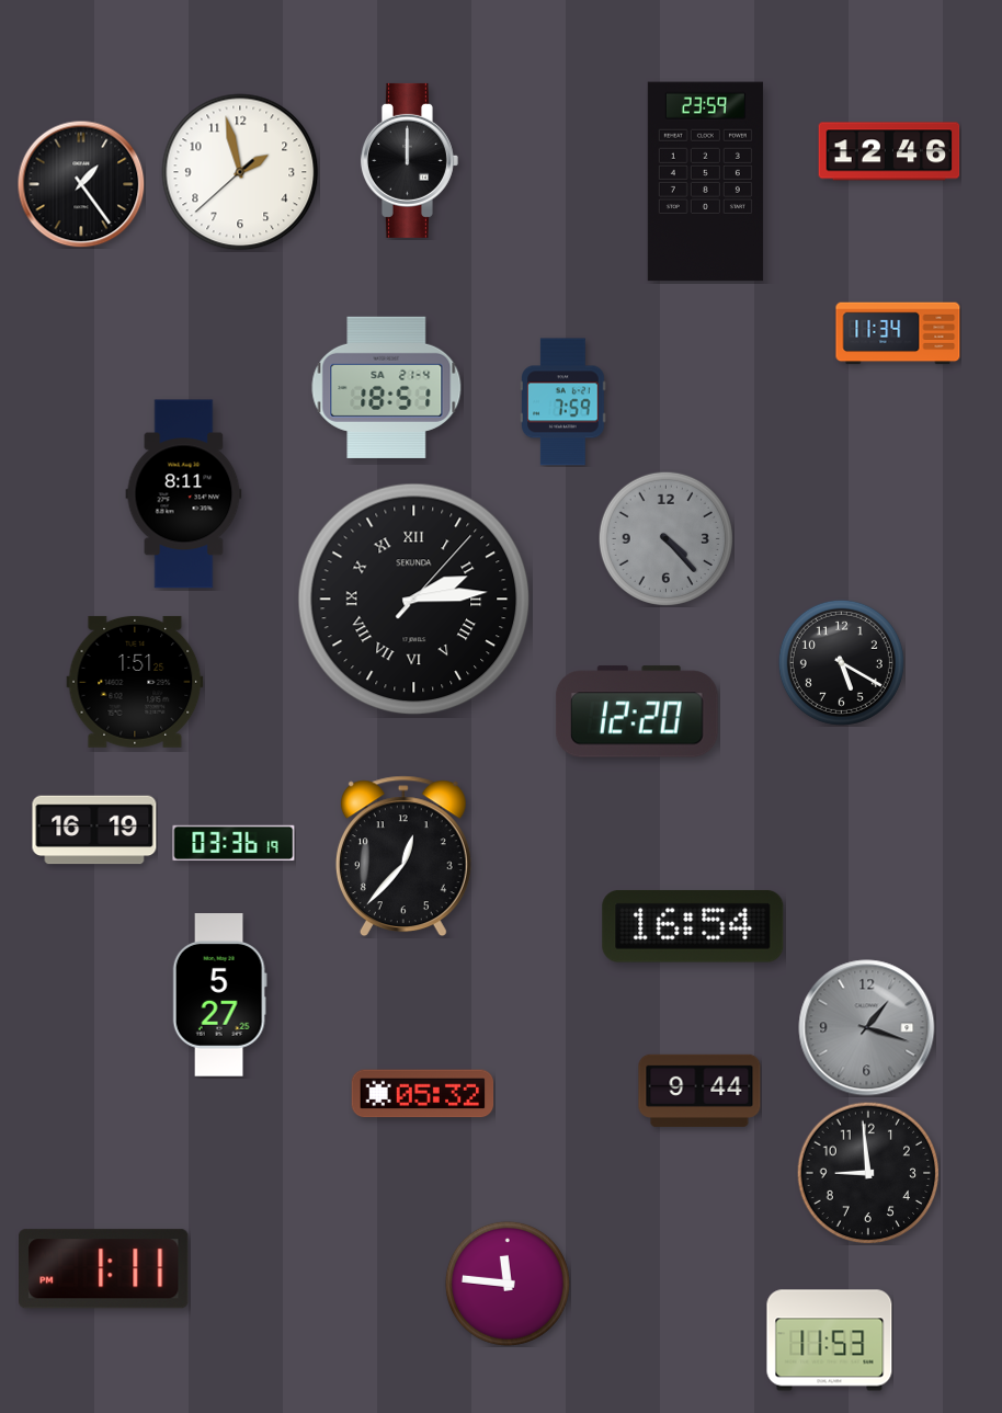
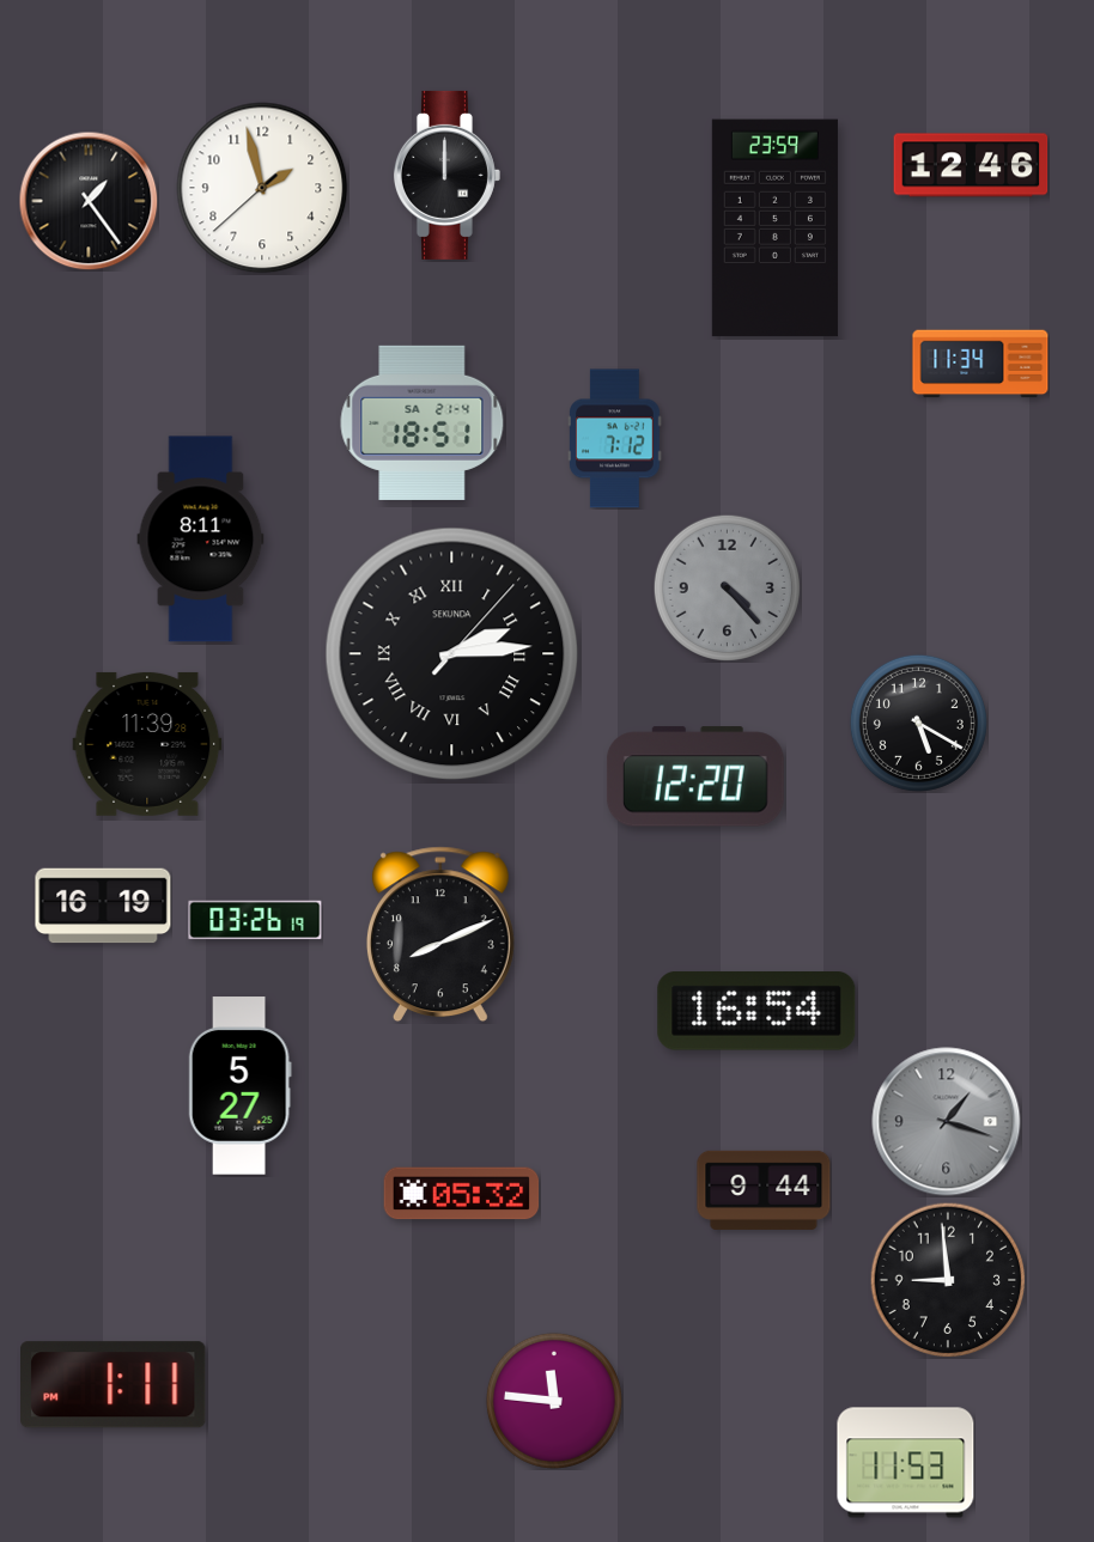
clock at (705, 182) position: (705, 182) -> (774, 228)
clock at (563, 402): 7:59 -> 7:12
clock at (135, 682): 1:51 -> 11:39
clock at (234, 843): 03:36 -> 03:26
clock at (403, 856): 12:37 -> 8:11
